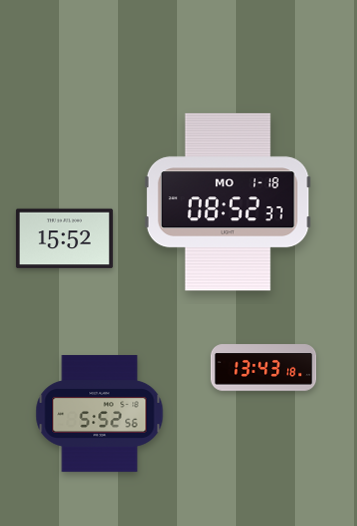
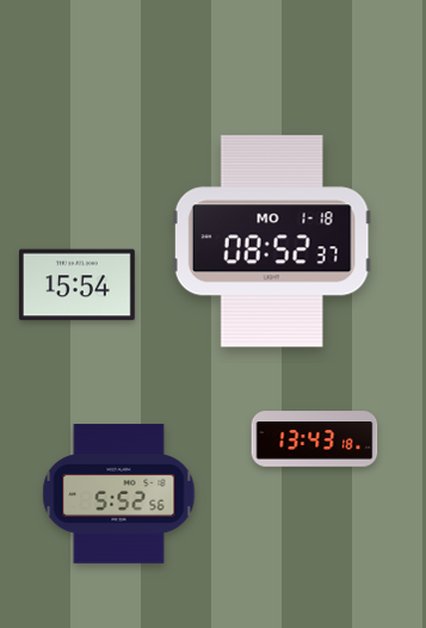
clock at (64, 239): 15:52 -> 15:54
